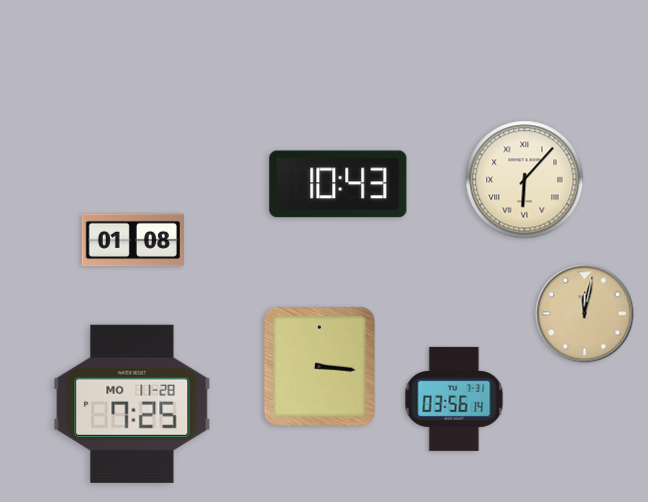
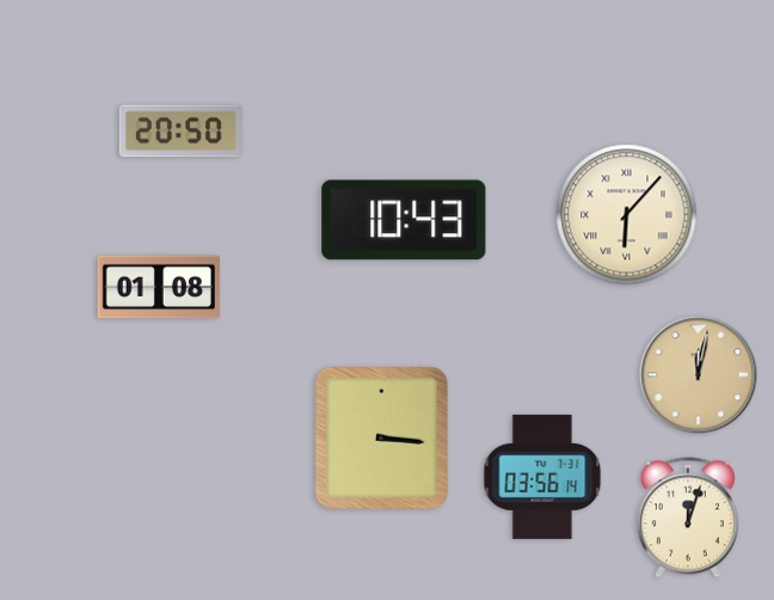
clock at (180, 131): none -> 20:50
clock at (132, 404): 7:25 -> none
clock at (688, 518): none -> 12:03
